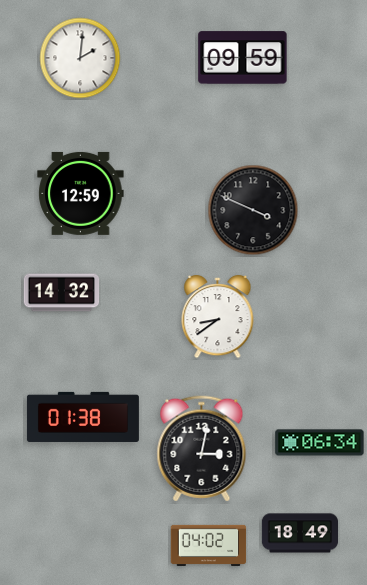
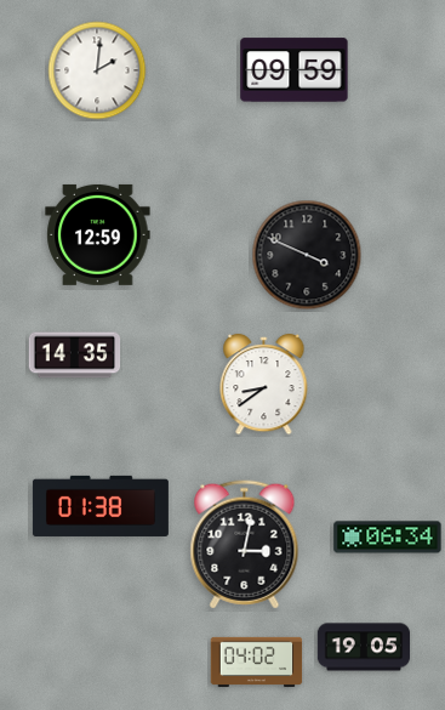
clock at (62, 293): 14:32 -> 14:35
clock at (300, 533): 18:49 -> 19:05
clock at (209, 545) position: (209, 545) -> (257, 661)
